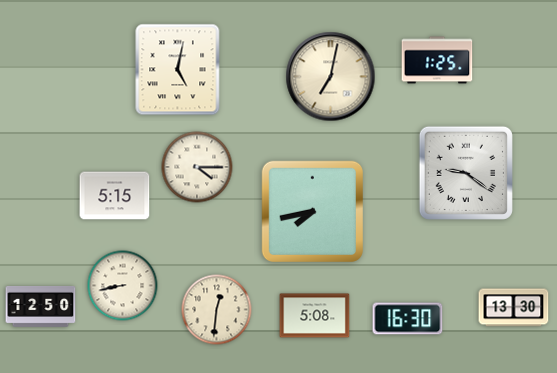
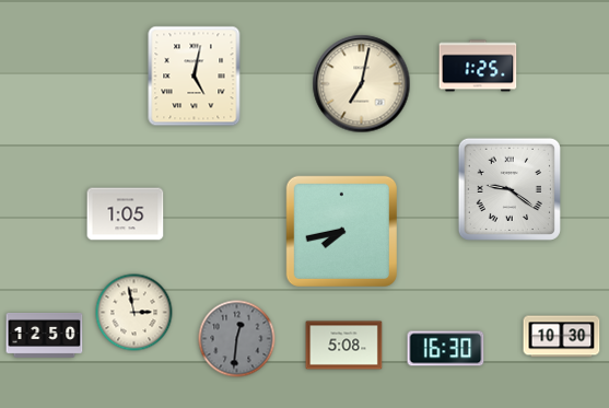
clock at (197, 167): 4:15 -> none
clock at (115, 196): 5:15 -> 1:05
clock at (123, 286): 8:43 -> 2:58
clock at (514, 308): 13:30 -> 10:30
clock at (217, 310) dial: cream -> grey
